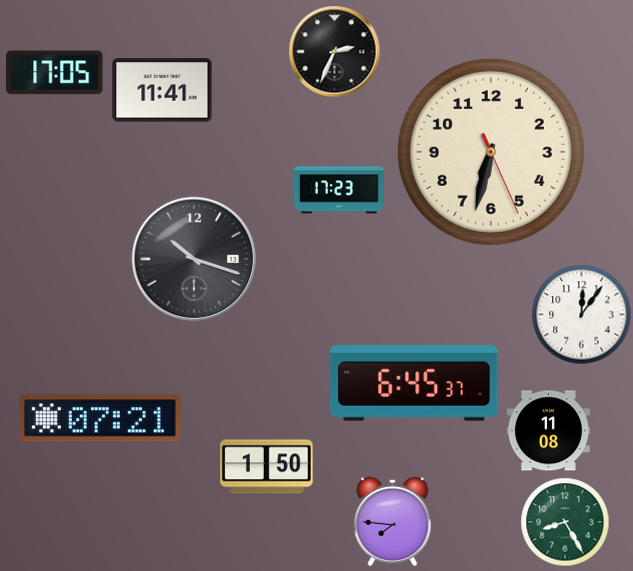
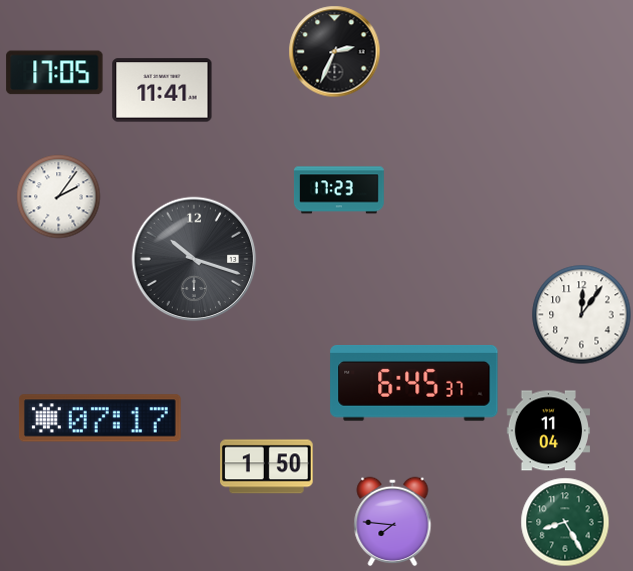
clock at (491, 152): 6:32 -> none
clock at (59, 197): none -> 2:06
clock at (100, 418): 07:21 -> 07:17
clock at (548, 431): 11:08 -> 11:04
